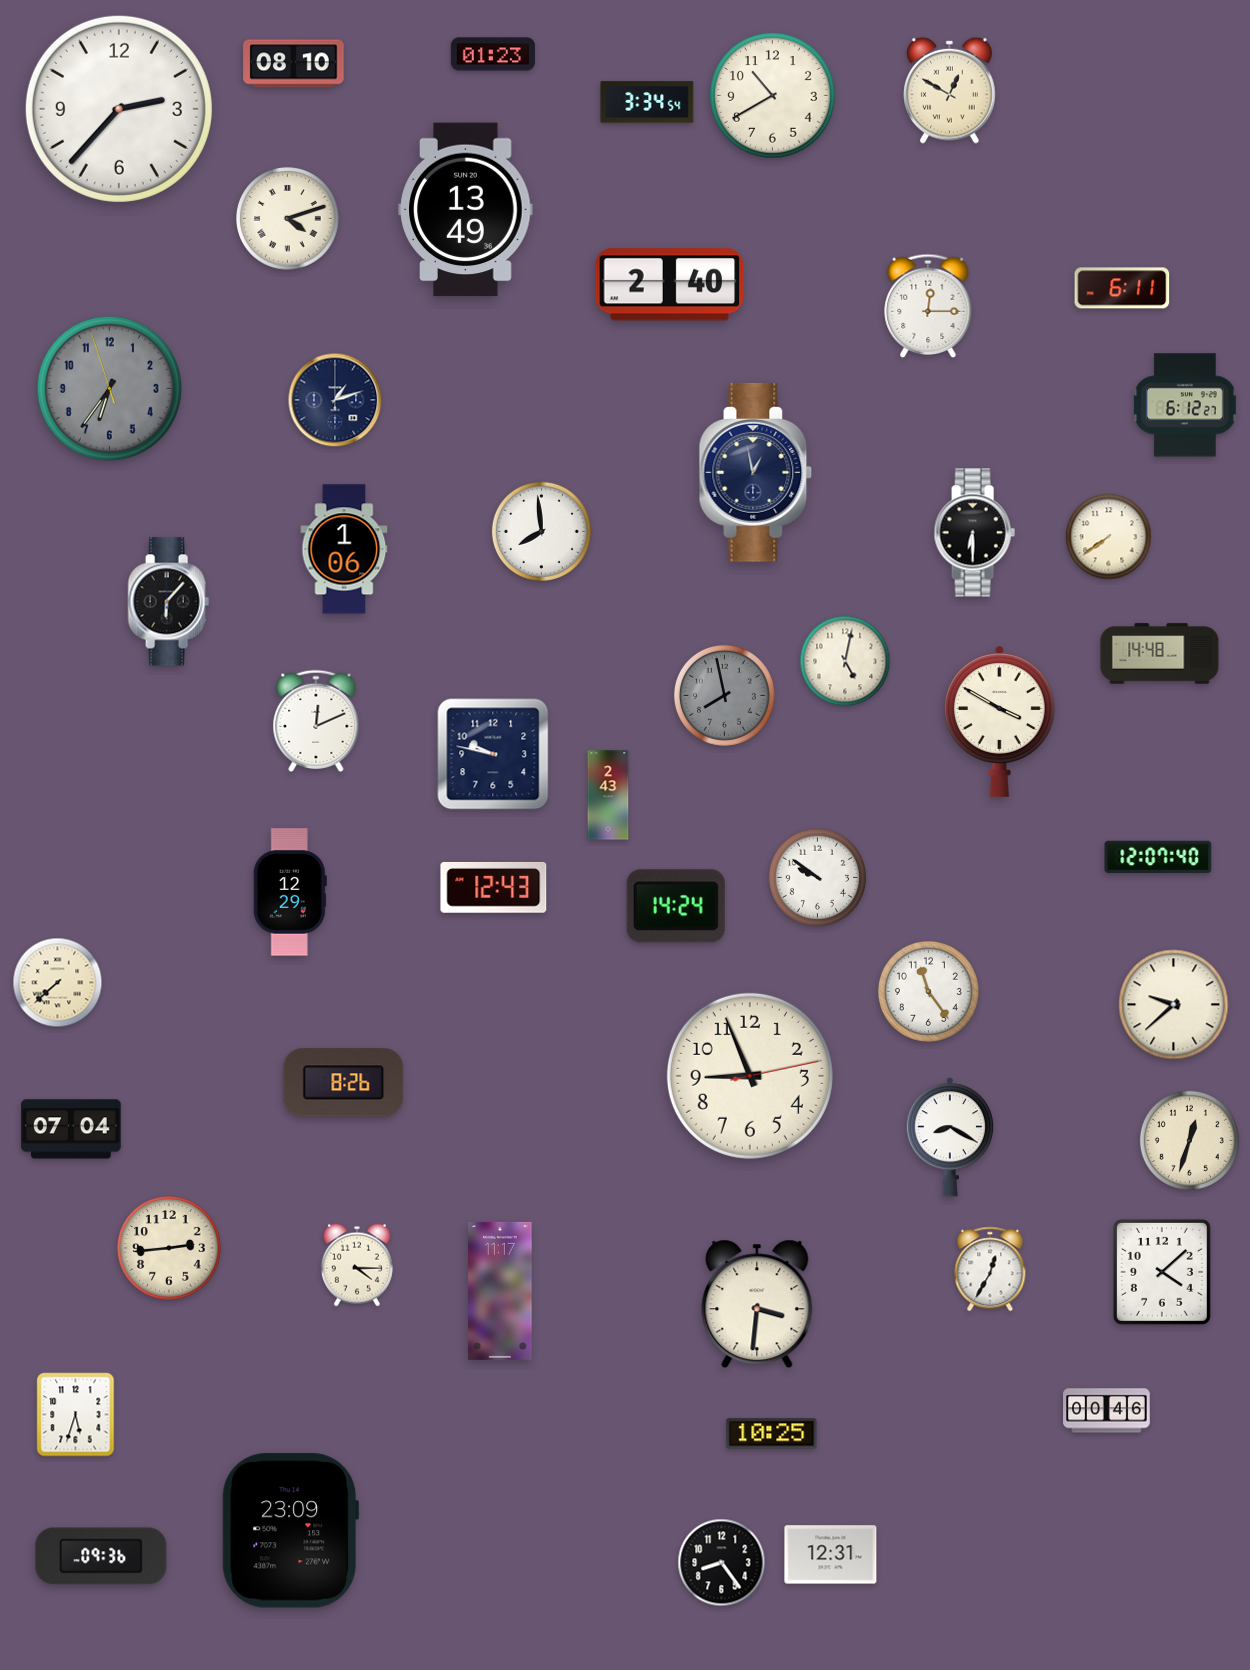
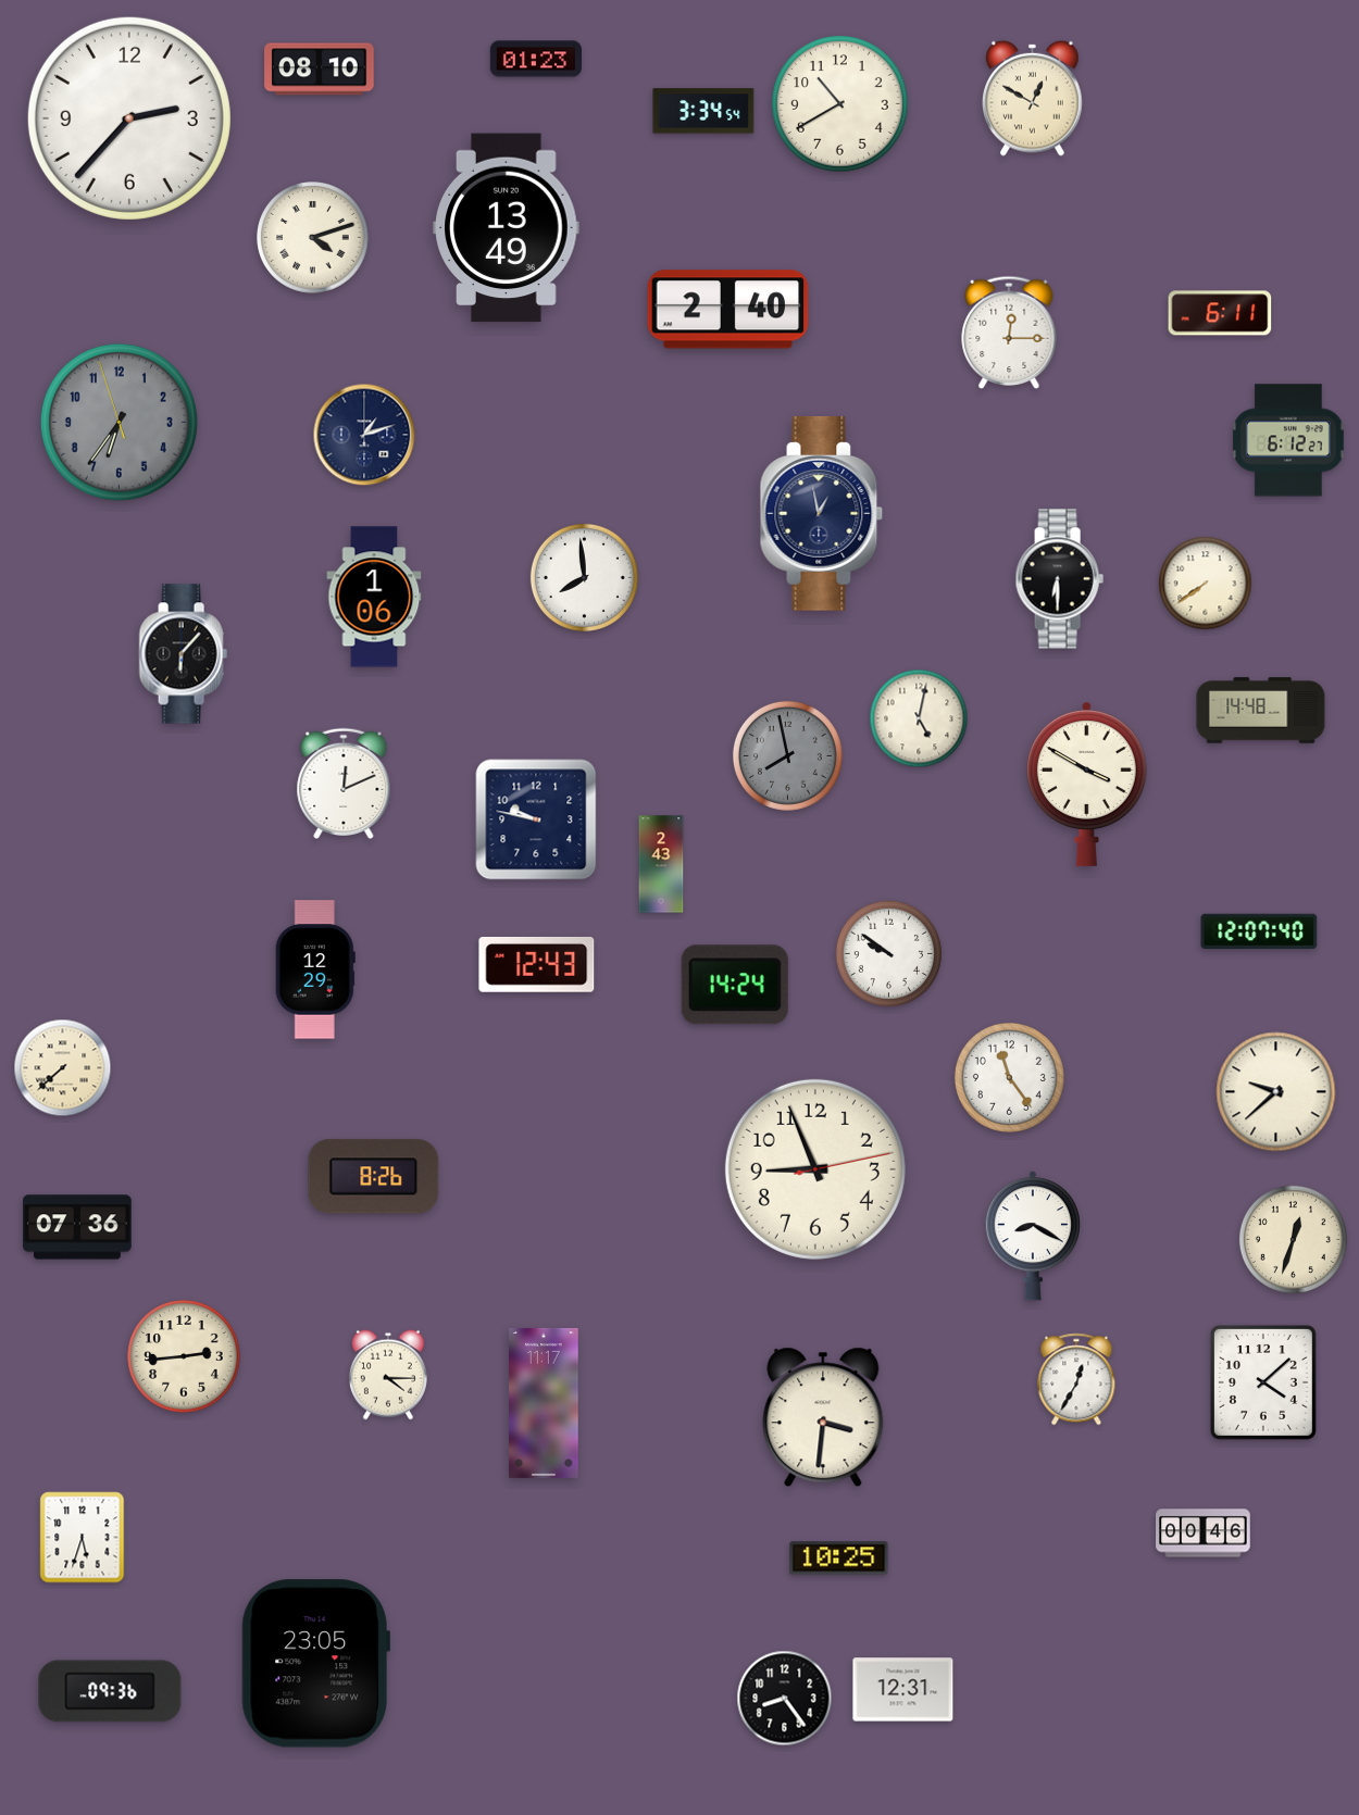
clock at (541, 531) position: (541, 531) -> (584, 577)
clock at (72, 1129): 07:04 -> 07:36
clock at (290, 1531): 23:09 -> 23:05
